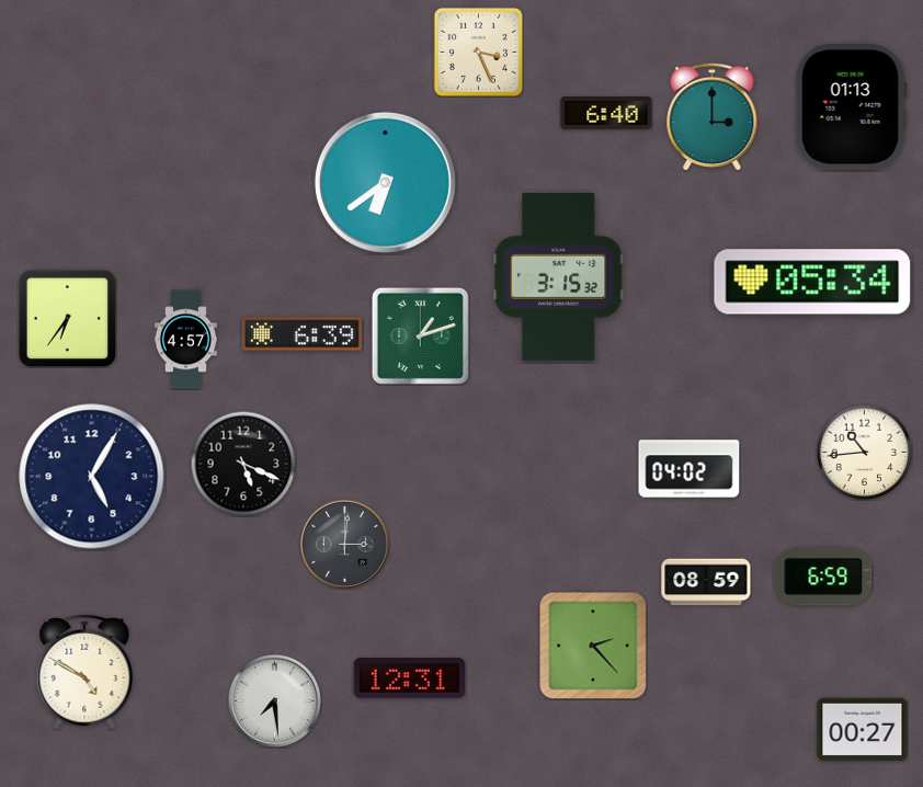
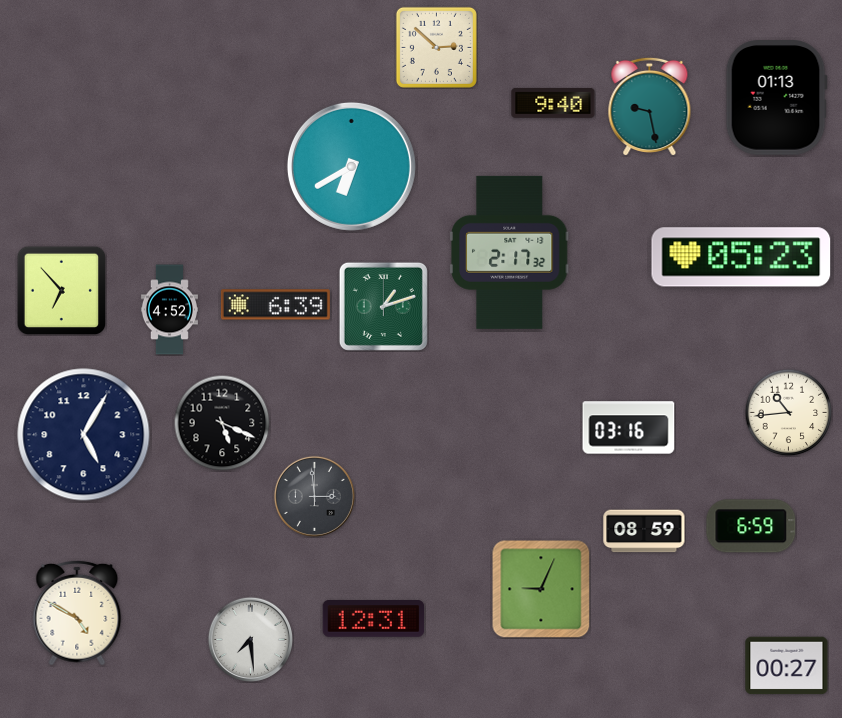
clock at (478, 52): 3:26 -> 2:52
clock at (606, 113): 6:40 -> 9:40
clock at (713, 116): 3:00 -> 9:28
clock at (385, 182): 6:39 -> 6:40
clock at (558, 276): 3:15 -> 2:17
clock at (812, 282): 05:34 -> 05:23
clock at (67, 318): 6:36 -> 6:53
clock at (185, 340): 4:57 -> 4:52
clock at (690, 469): 04:02 -> 03:16
clock at (344, 544): 3:01 -> 2:59
clock at (593, 646): 2:23 -> 9:04
